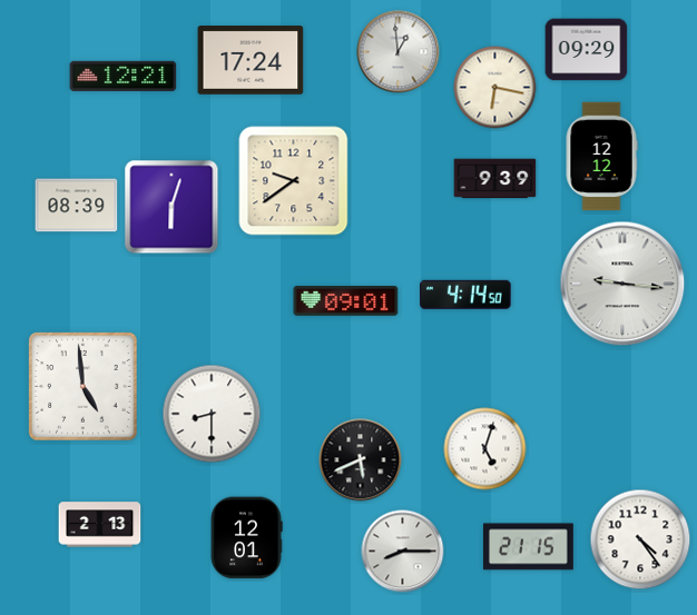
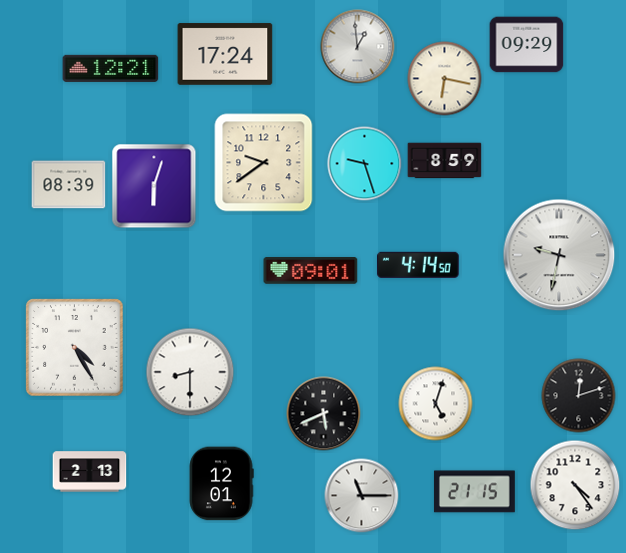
clock at (601, 157): 12:12 -> none
clock at (495, 179): 9:39 -> 8:59
clock at (365, 164): none -> 9:27
clock at (622, 284): 9:16 -> 9:32
clock at (84, 387): 4:59 -> 4:25
clock at (579, 396): none -> 12:12
clock at (403, 552): 8:15 -> 11:15
